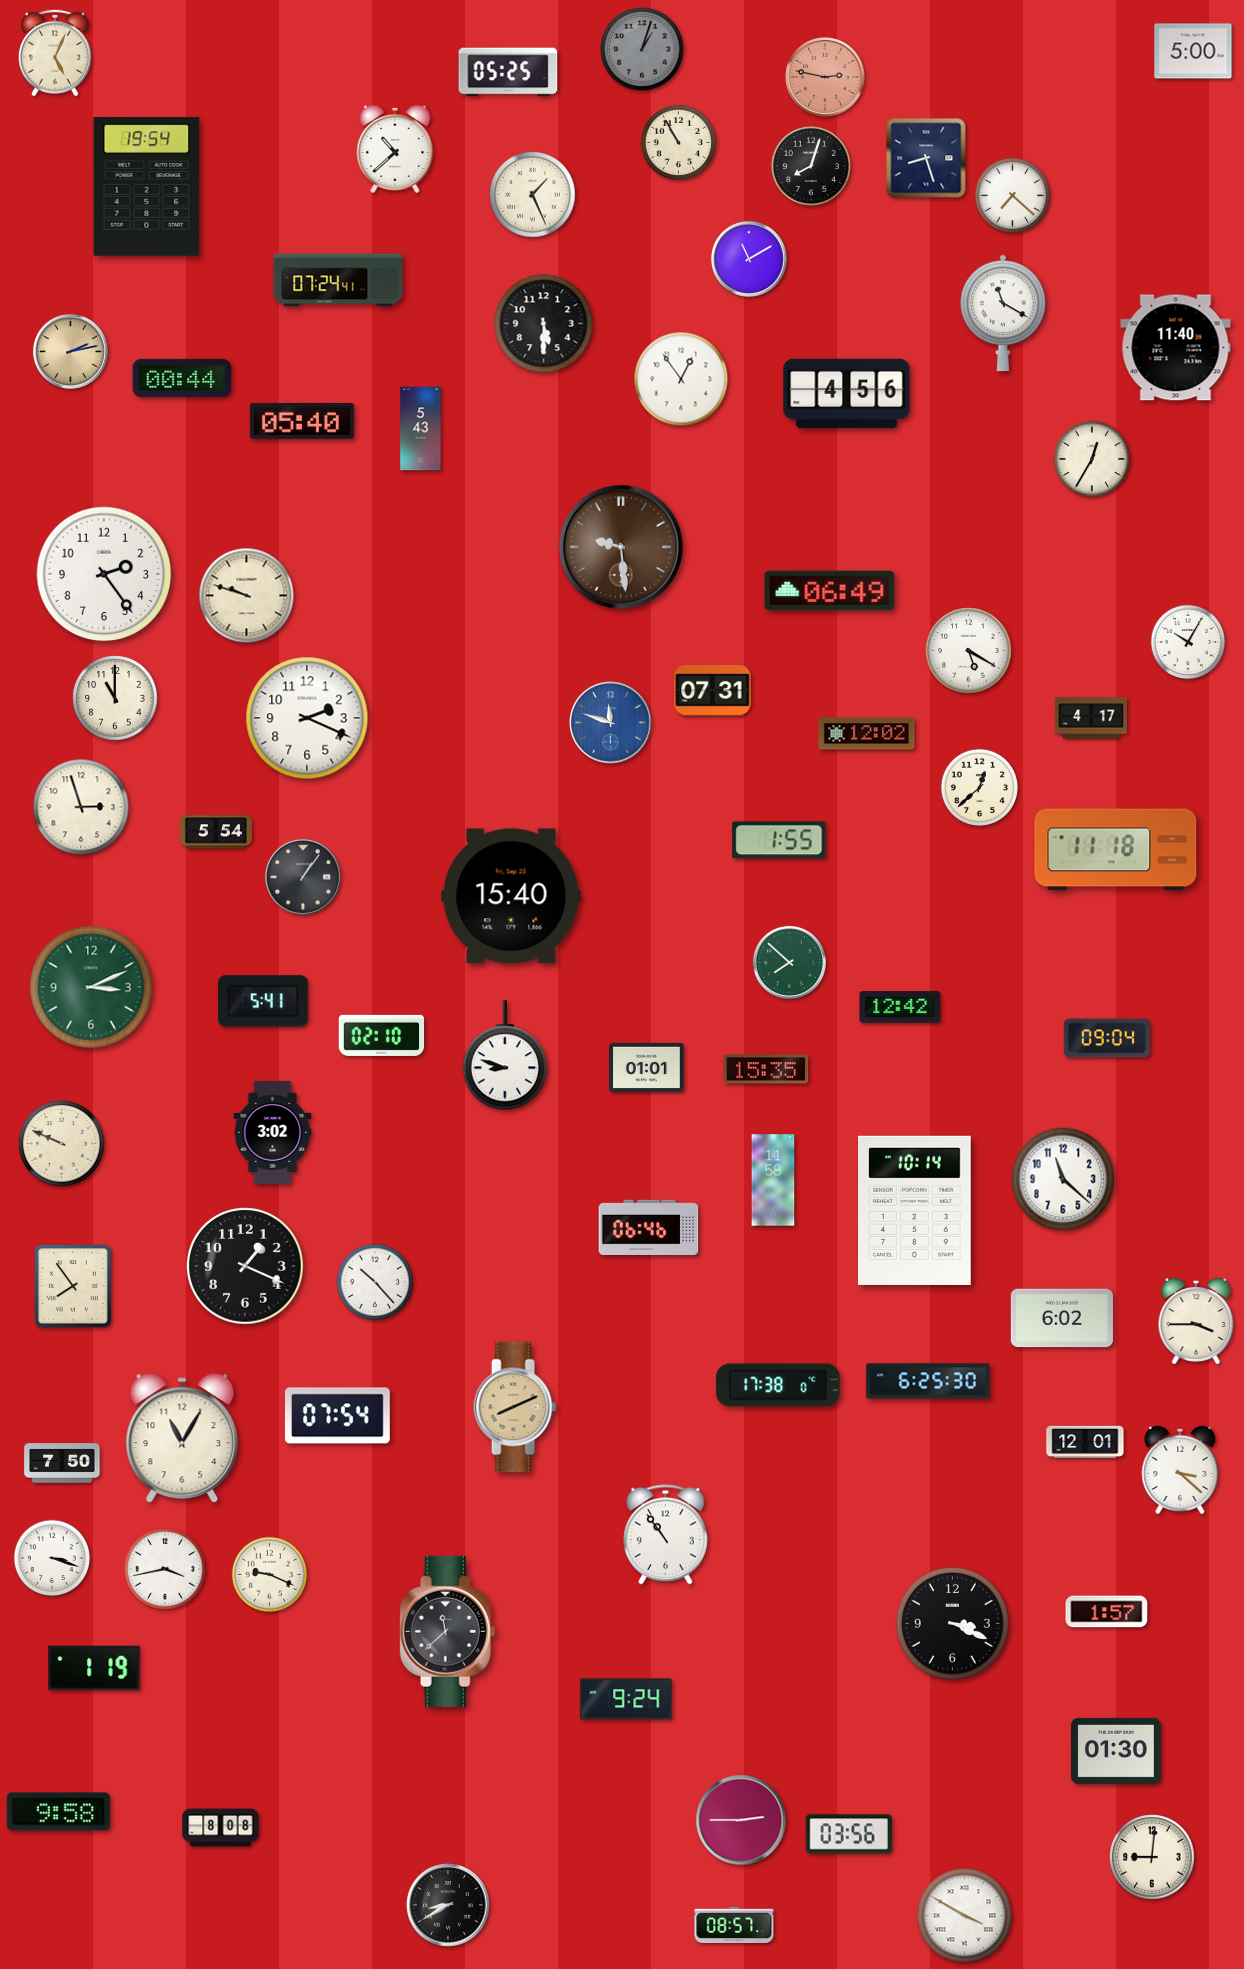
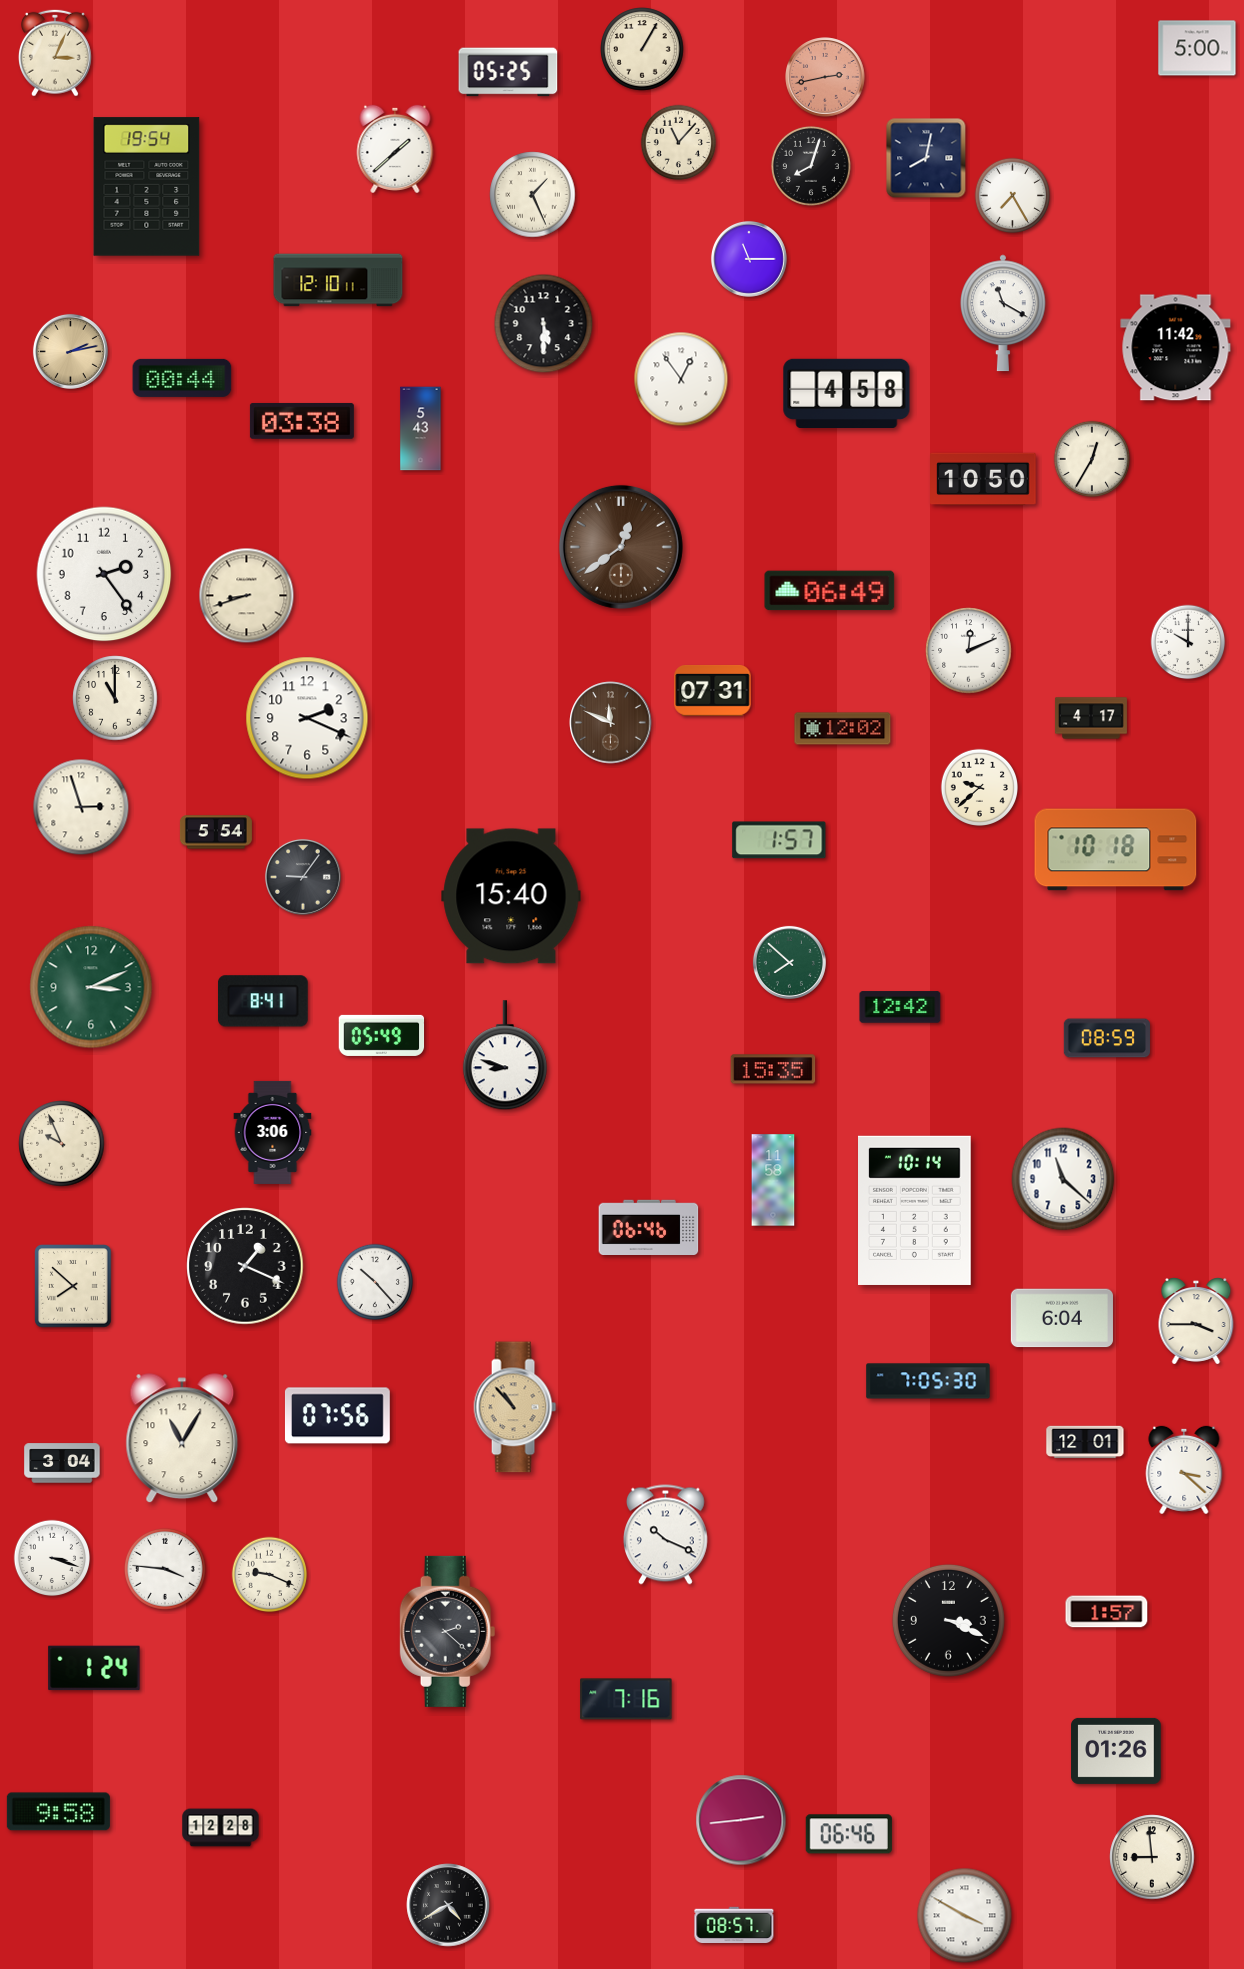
clock at (642, 49): 1:03 -> 1:05
clock at (642, 49) dial: grey -> cream
clock at (1193, 51) position: (1193, 51) -> (1197, 48)
clock at (55, 53): 5:04 -> 3:04
clock at (825, 77): 2:47 -> 2:43
clock at (679, 143): 10:55 -> 11:07
clock at (395, 149): 10:38 -> 1:38
clock at (926, 158): 8:27 -> 8:02
clock at (1013, 196): 7:22 -> 7:25
clock at (749, 259): 11:10 -> 11:15
clock at (338, 280): 07:24 -> 12:10
clock at (1176, 348): 11:40 -> 11:42
clock at (847, 393): 4:56 -> 4:58
clock at (302, 421): 05:40 -> 03:38
clock at (983, 479): none -> 10:50
clock at (621, 547): 9:29 -> 12:39
clock at (247, 596): 9:48 -> 8:42
clock at (1188, 642): 10:05 -> 10:00
clock at (969, 651): 5:20 -> 12:11
clock at (611, 723): 11:48 -> 11:49
clock at (611, 723) dial: blue -> brown
clock at (867, 734) position: (867, 734) -> (843, 729)
clock at (979, 787): 12:38 -> 9:38
clock at (779, 840): 1:55 -> 1:57
clock at (1116, 850): 11:18 -> 10:18
clock at (303, 877): 1:06 -> 9:06
clock at (264, 1001): 5:41 -> 8:41
clock at (382, 1035): 02:10 -> 05:49
clock at (1107, 1038): 09:04 -> 08:59
clock at (647, 1067): 01:01 -> none
clock at (766, 1069) position: (766, 1069) -> (773, 1069)
clock at (273, 1132): 3:02 -> 3:06
clock at (62, 1144): 9:49 -> 9:56
clock at (73, 1286): 7:54 -> 7:52
clock at (1062, 1318): 6:02 -> 6:04
clock at (928, 1381): 6:25 -> 7:05
clock at (778, 1385): 17:38 -> none
clock at (515, 1407): 8:11 -> 10:53
clock at (337, 1416): 07:54 -> 07:56
clock at (62, 1463): 7:50 -> 3:04
clock at (1180, 1470) position: (1180, 1470) -> (1184, 1470)
clock at (665, 1535): 10:54 -> 10:19
clock at (165, 1569): 3:43 -> 3:46
clock at (952, 1623) position: (952, 1623) -> (948, 1620)
clock at (448, 1631): 11:38 -> 2:22
clock at (94, 1668): 1:19 -> 1:24
clock at (626, 1699): 9:24 -> 7:16
clock at (1116, 1751): 01:30 -> 01:26
clock at (741, 1820): 2:45 -> 2:44
clock at (221, 1828): 8:08 -> 12:28
clock at (849, 1834): 03:56 -> 06:46
clock at (1152, 1857): 9:01 -> 8:59
clock at (448, 1905): 8:40 -> 4:40
